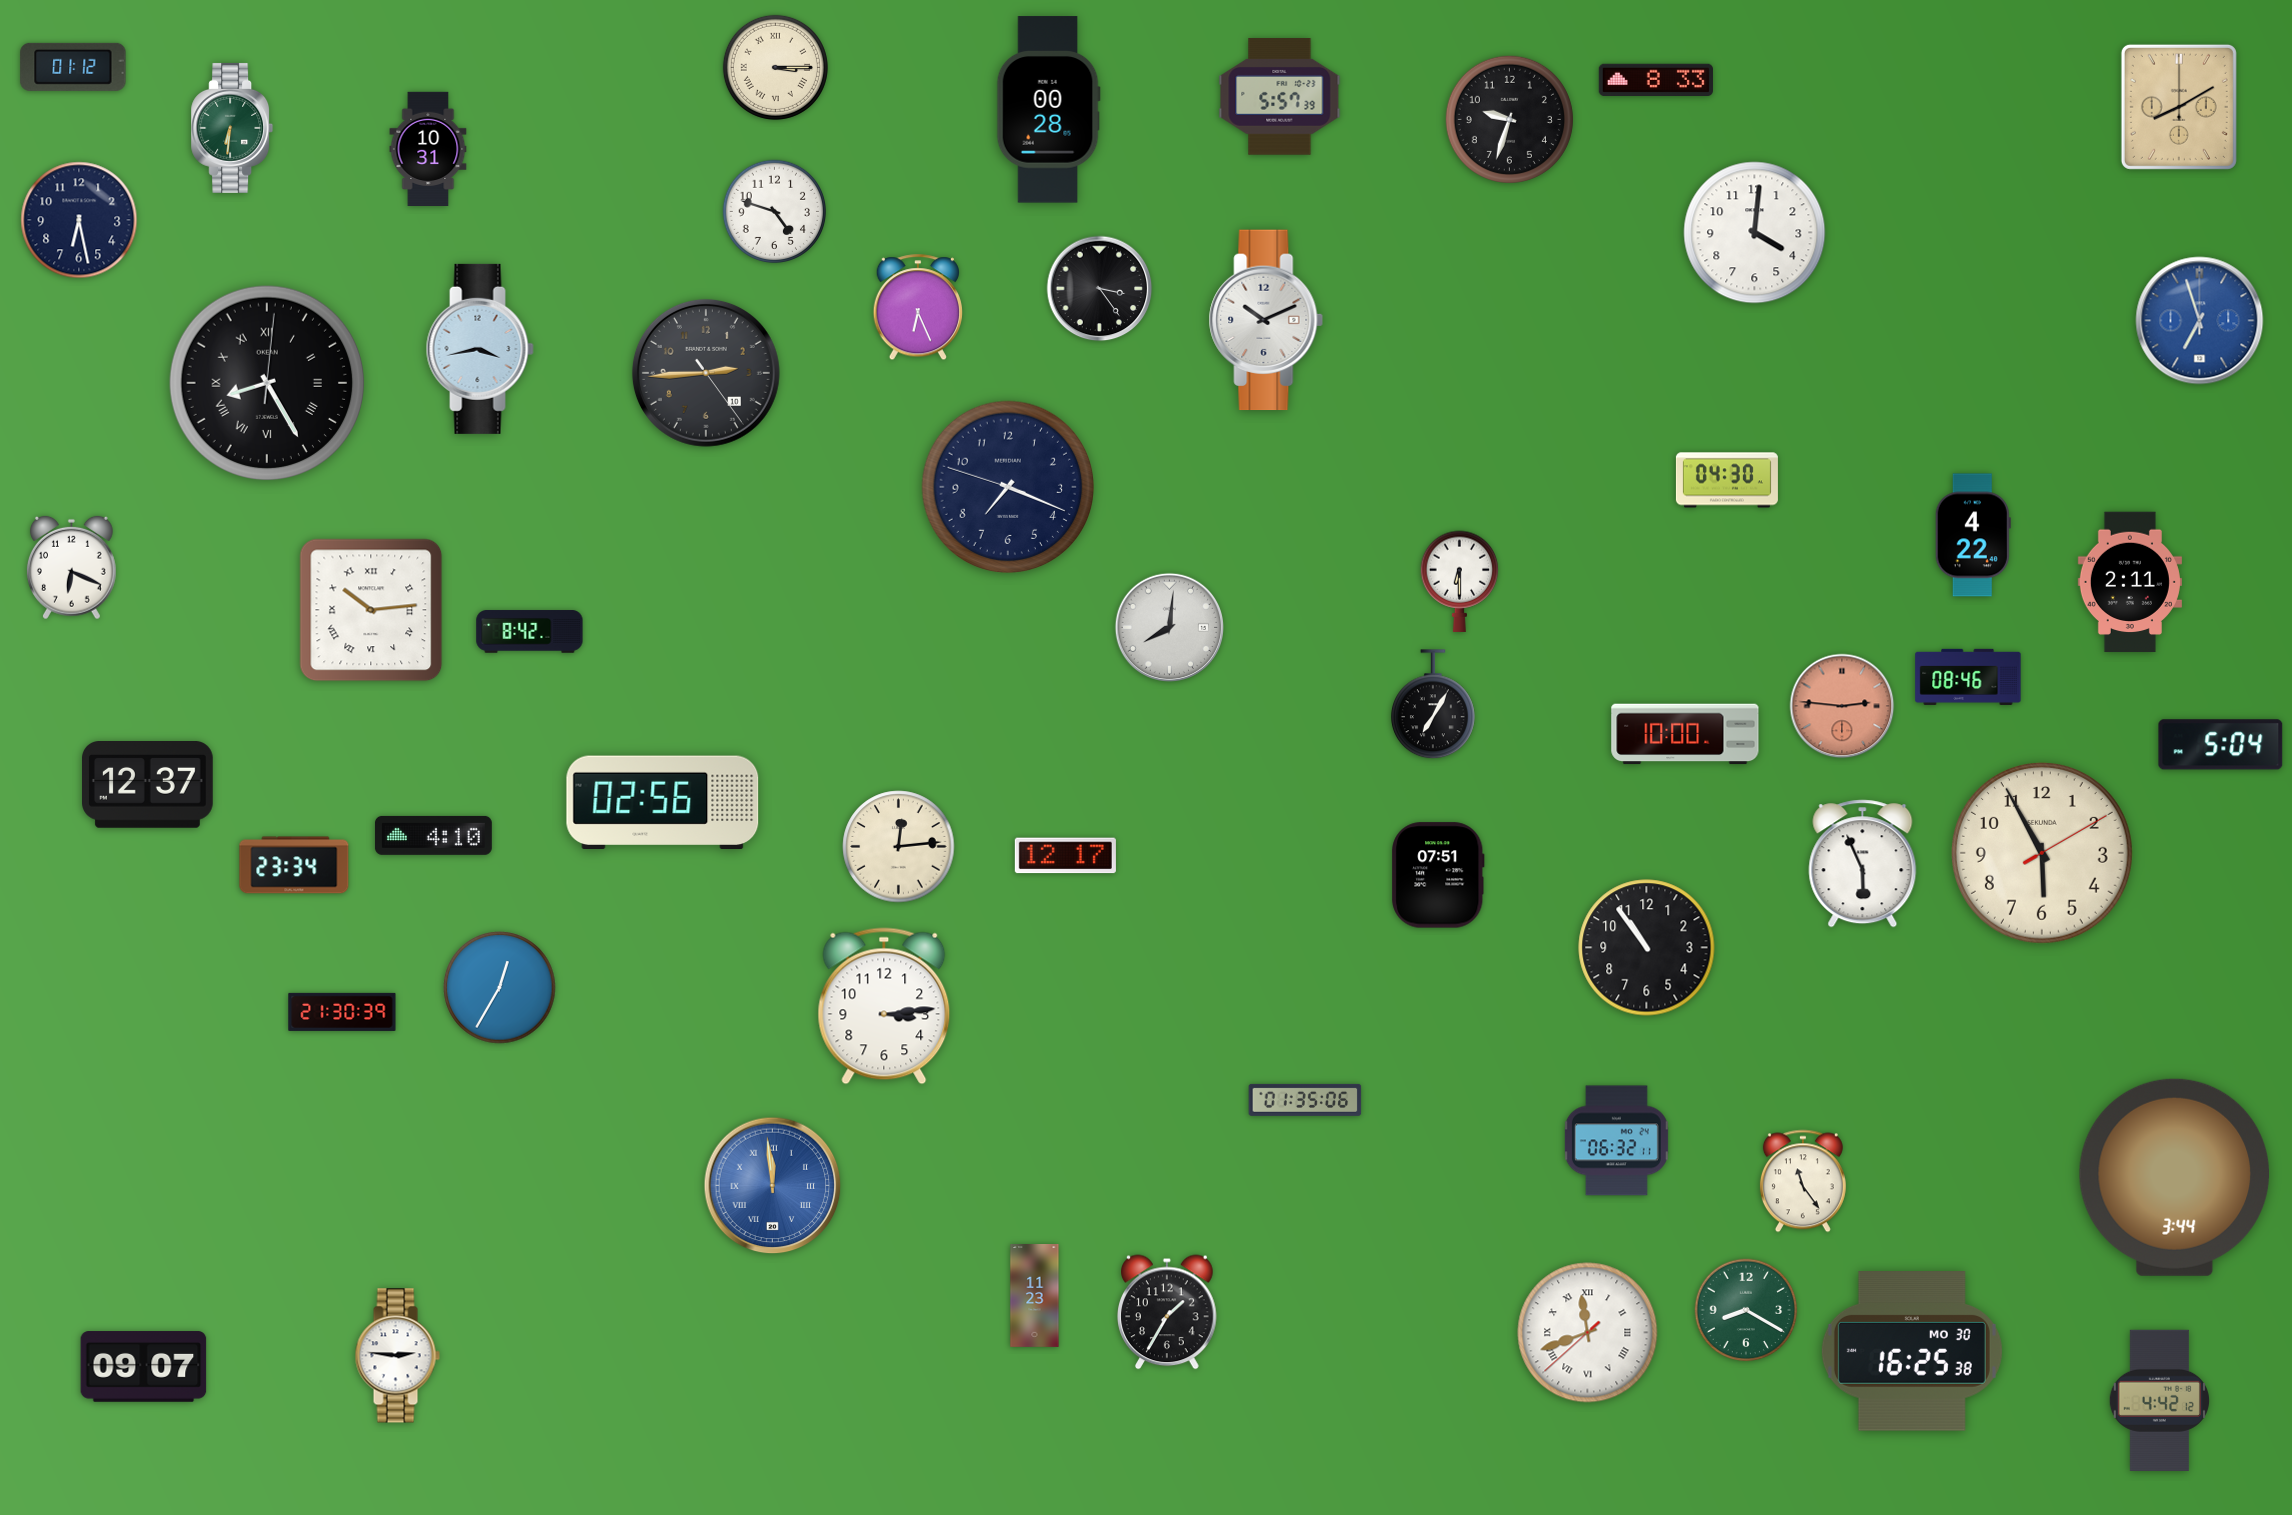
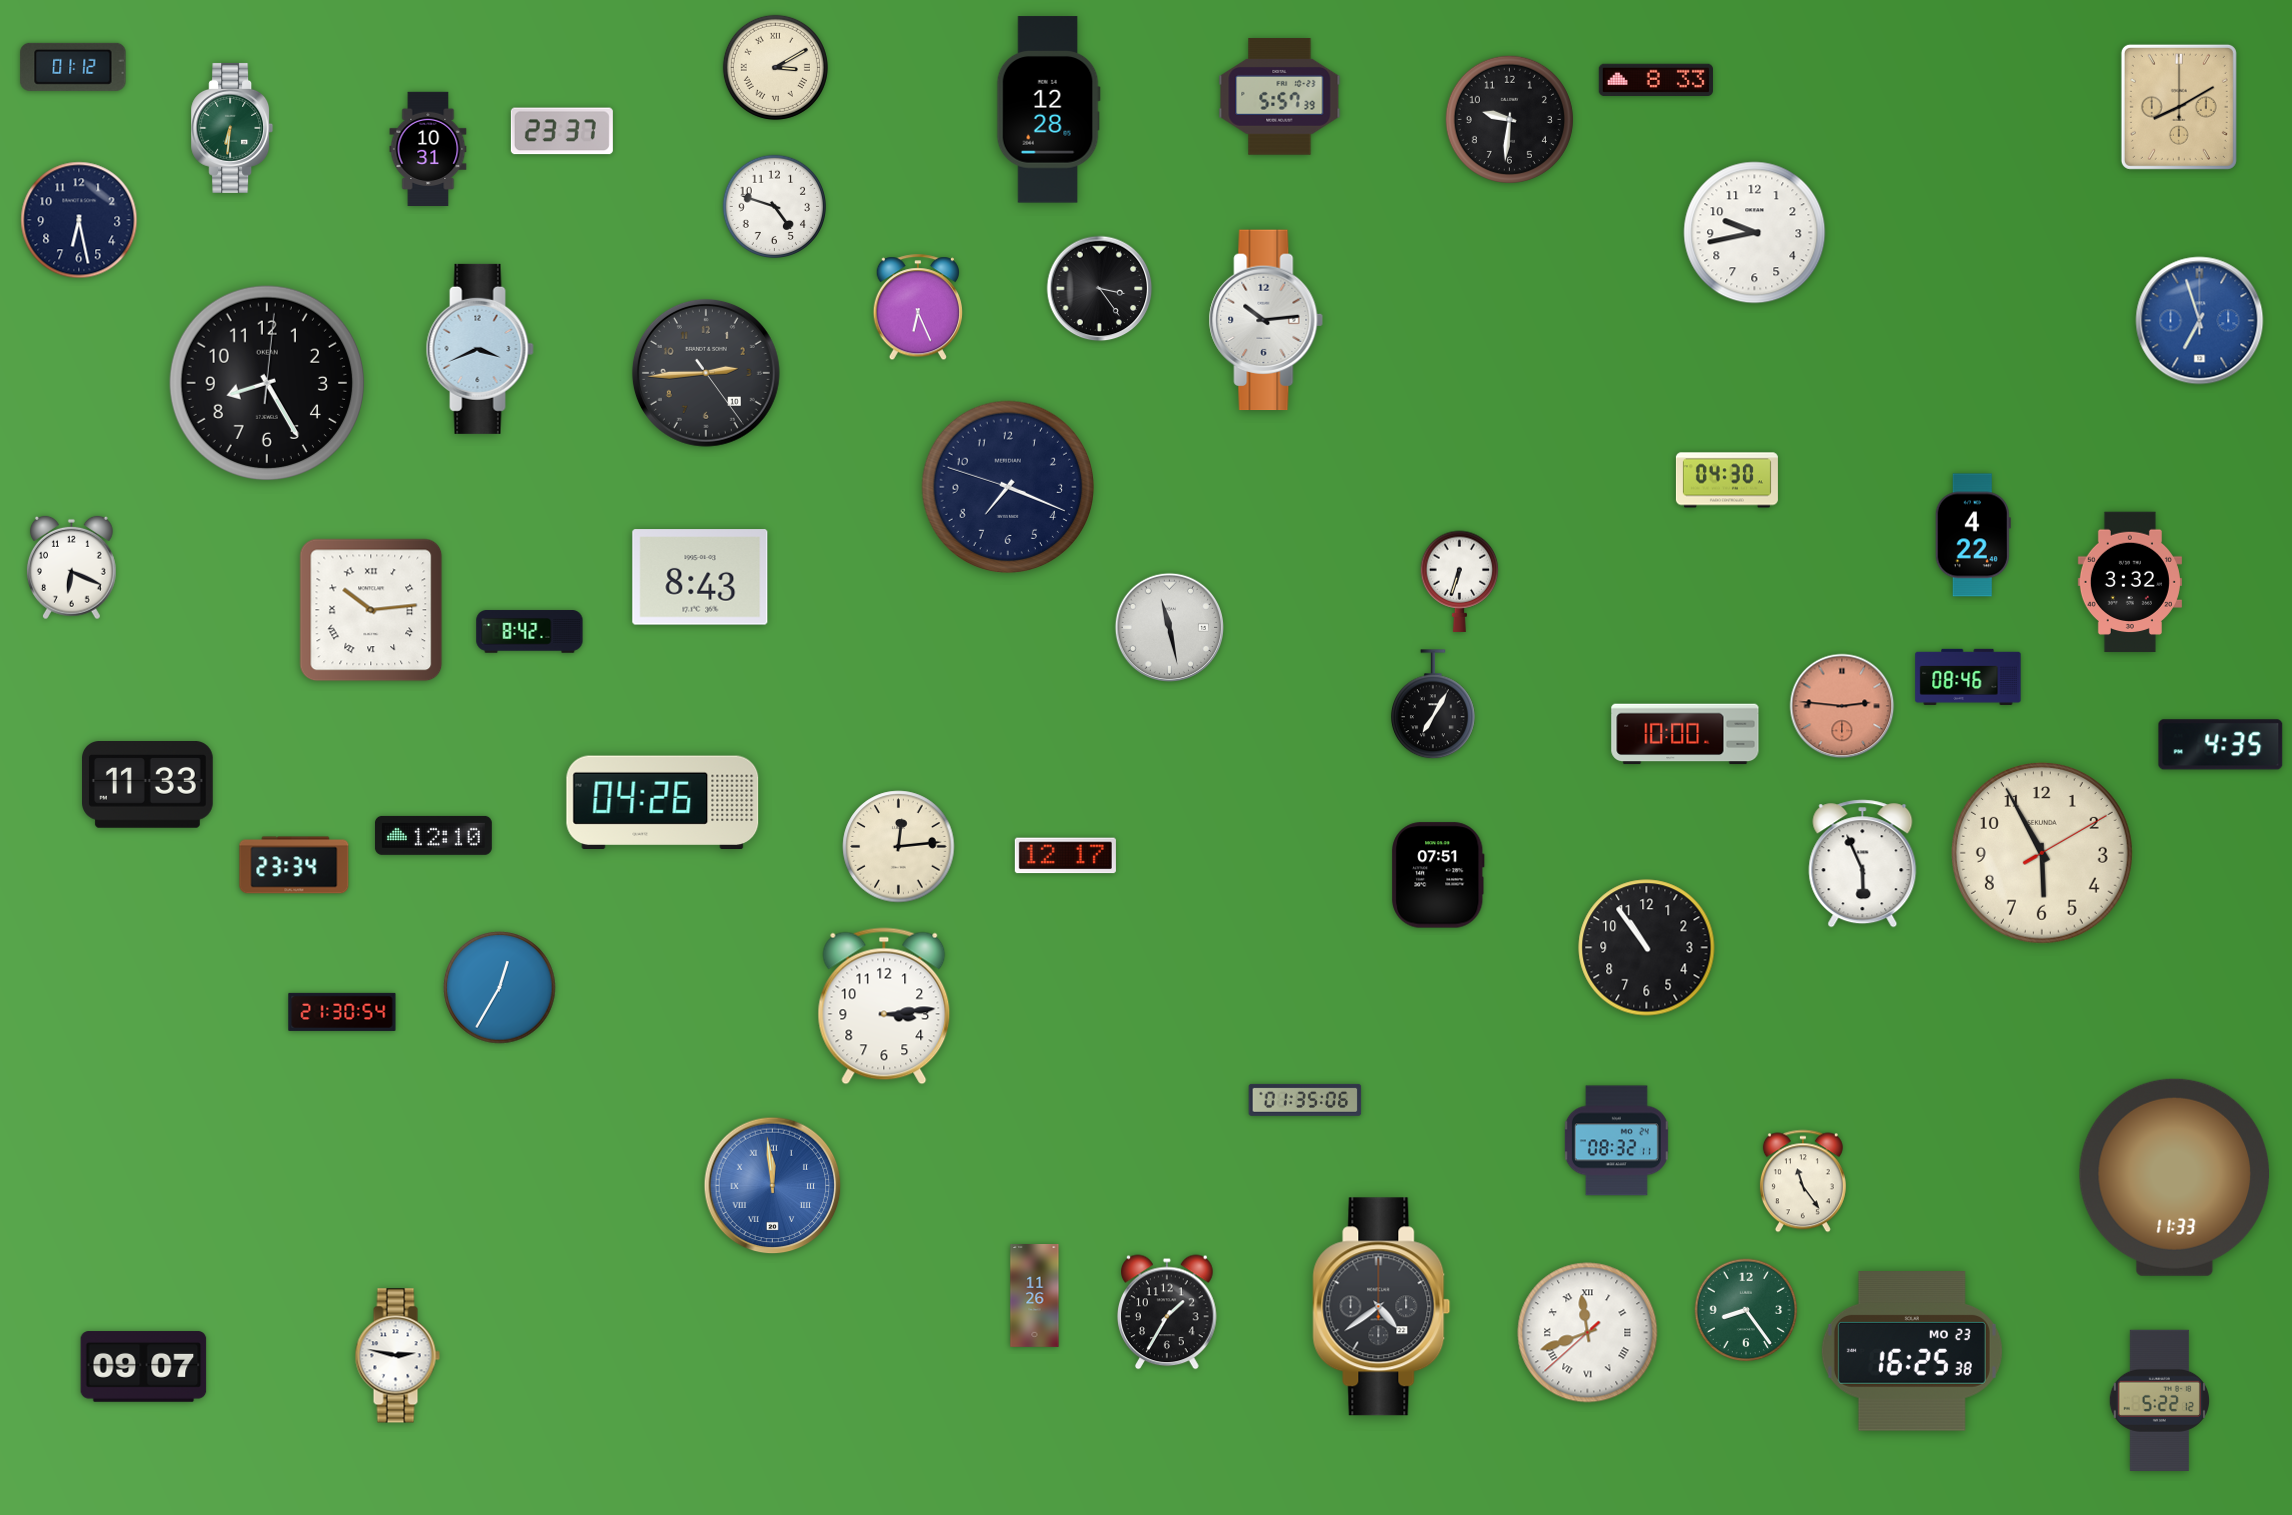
clock at (775, 67): 3:15 -> 3:10
clock at (1048, 110): 00:28 -> 12:28
clock at (1509, 119): 9:33 -> 9:31
clock at (562, 131): none -> 23:37
clock at (775, 212) position: (775, 212) -> (775, 207)
clock at (1755, 233): 4:01 -> 9:43
clock at (1266, 320): 10:11 -> 10:14
clock at (480, 349): 3:43 -> 3:41
clock at (267, 383) numerals: Roman -> Arabic
clock at (700, 577): none -> 8:43
clock at (1460, 581): 6:30 -> 6:33
clock at (2130, 582): 2:11 -> 3:32
clock at (1169, 627): 8:01 -> 11:28
clock at (2221, 745): 5:04 -> 4:35
clock at (148, 785): 12:37 -> 11:33
clock at (663, 803): 02:56 -> 04:26
clock at (433, 835): 4:10 -> 12:10
clock at (342, 1012): 21:30:39 -> 21:30:54
clock at (1616, 1141): 06:32 -> 08:32
clock at (2174, 1177): 3:44 -> 11:33
clock at (1035, 1296): 11:23 -> 11:26
clock at (1382, 1307): none -> 4:39
clock at (1746, 1310): 8:20 -> 8:24
clock at (1912, 1351) date: MO 30 -> MO 23
clock at (397, 1356): 2:46 -> 2:47
clock at (2159, 1400): 4:42 -> 5:22
